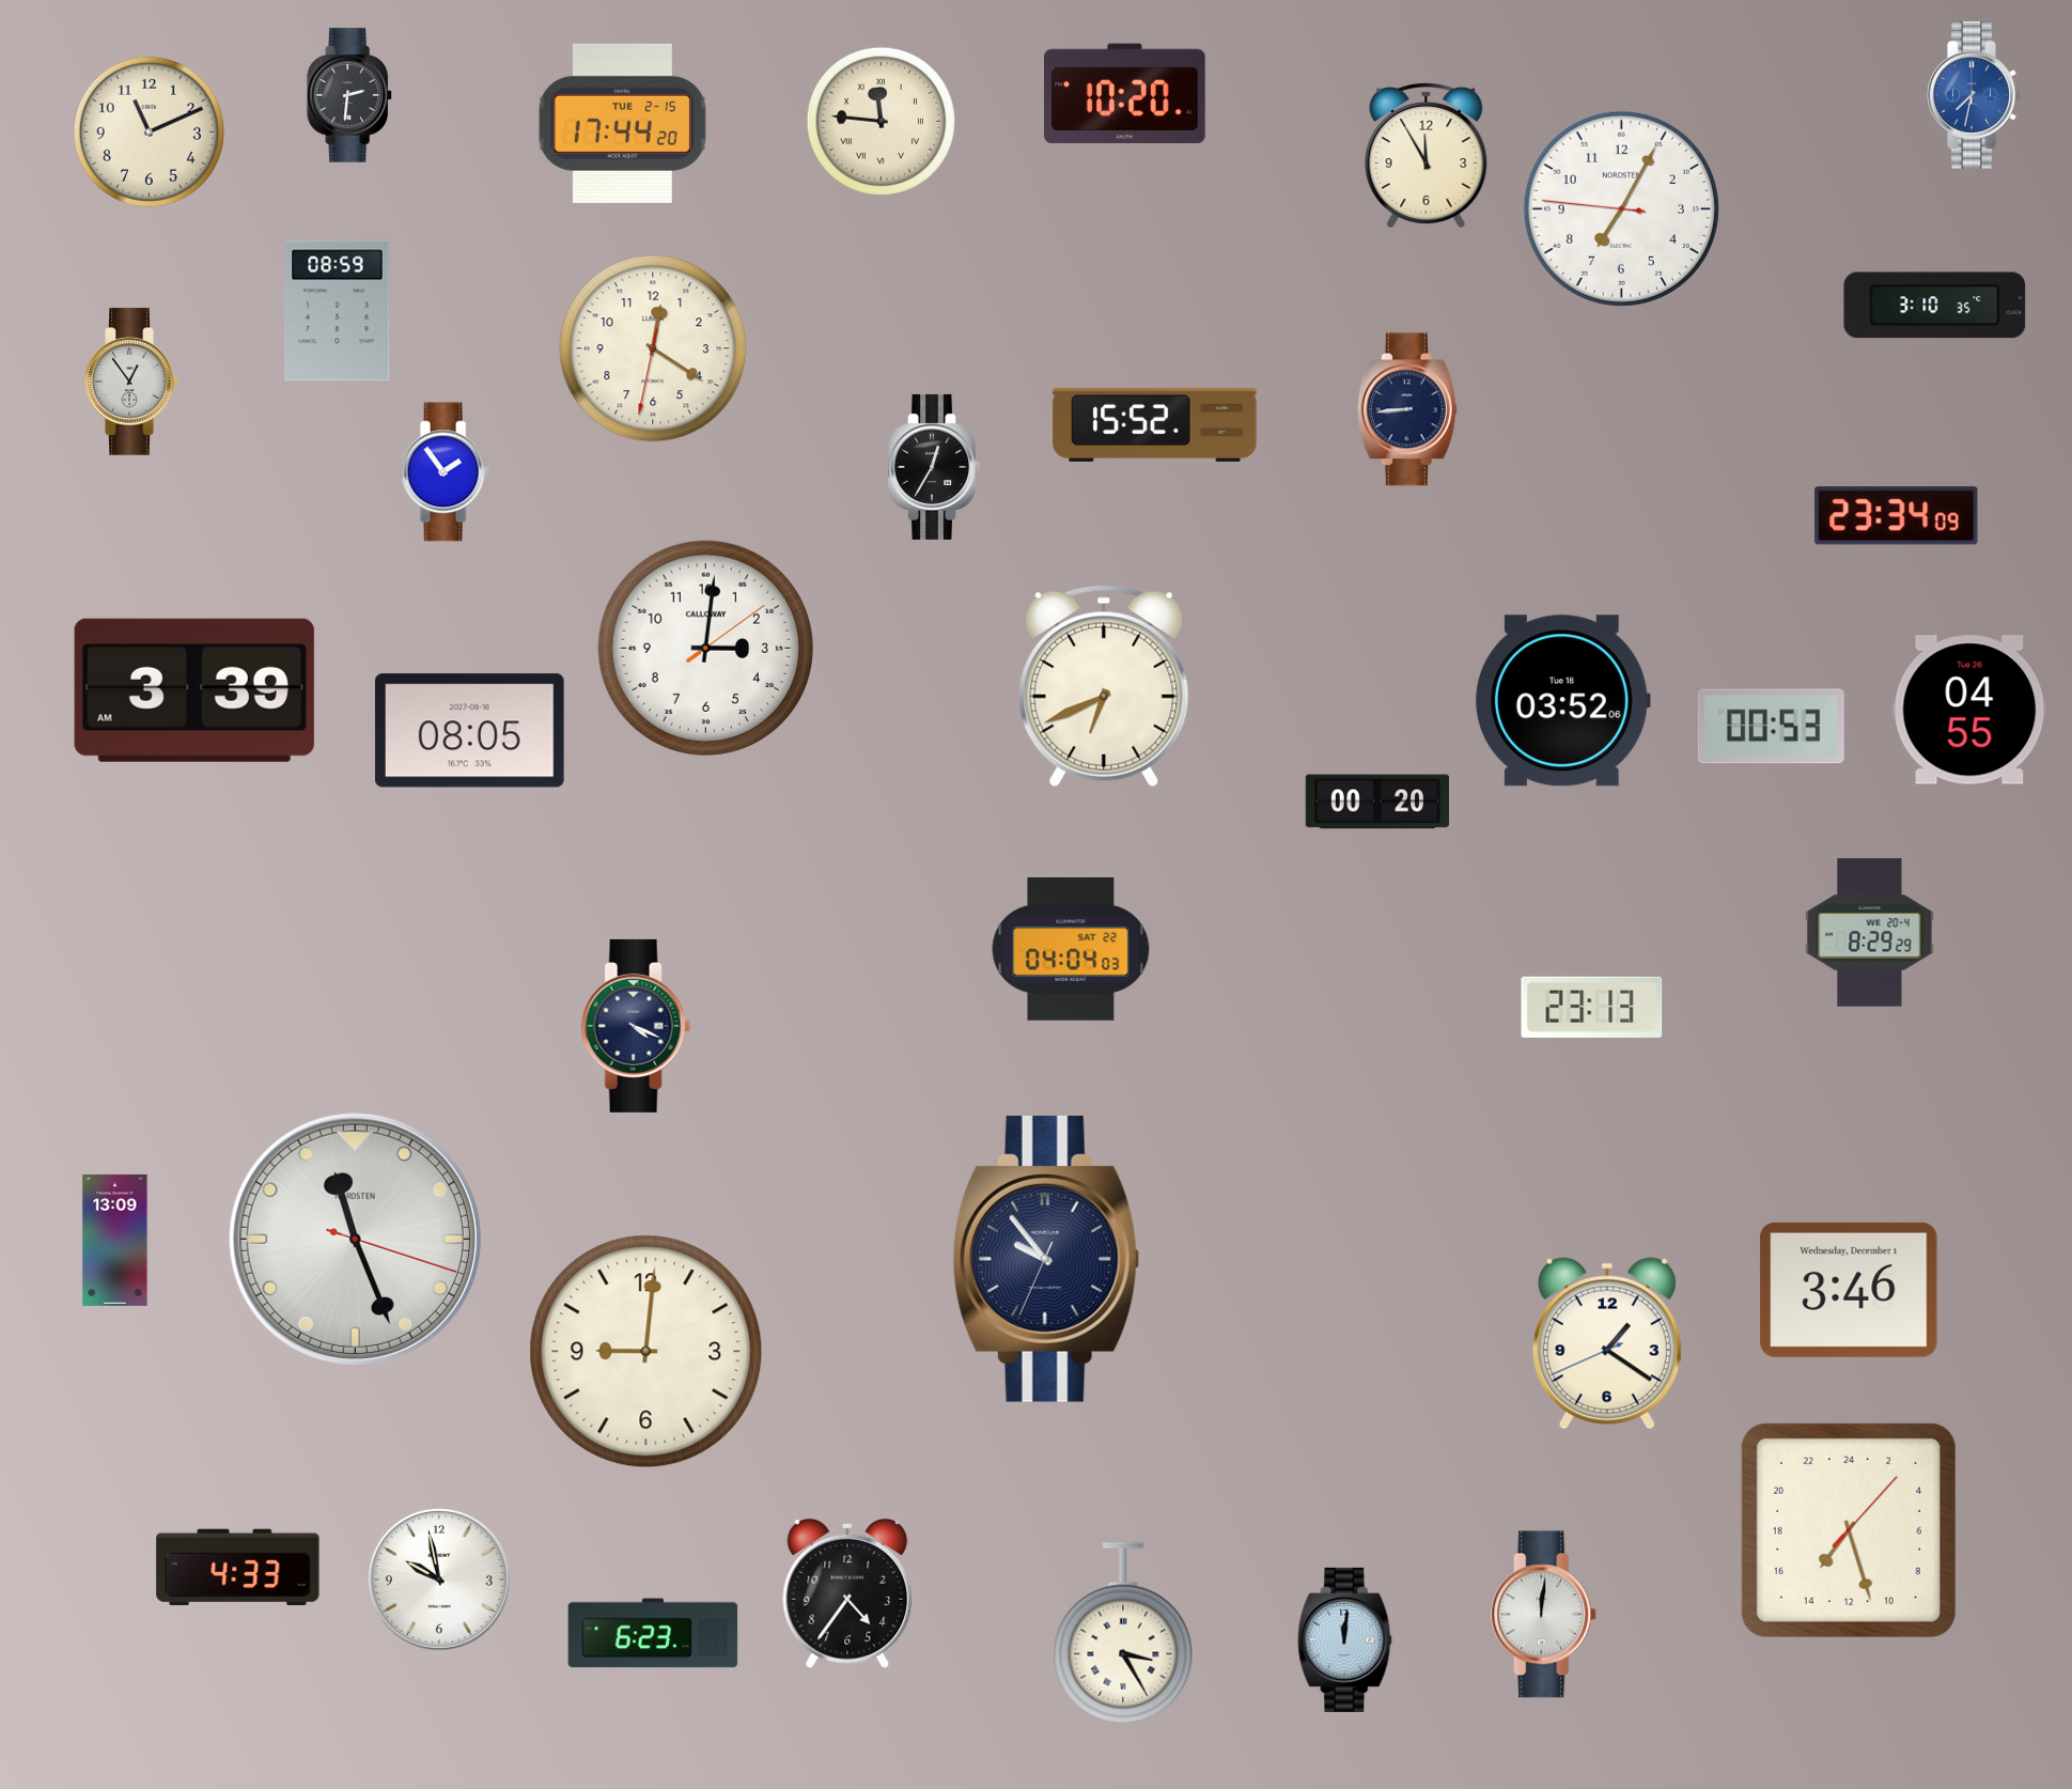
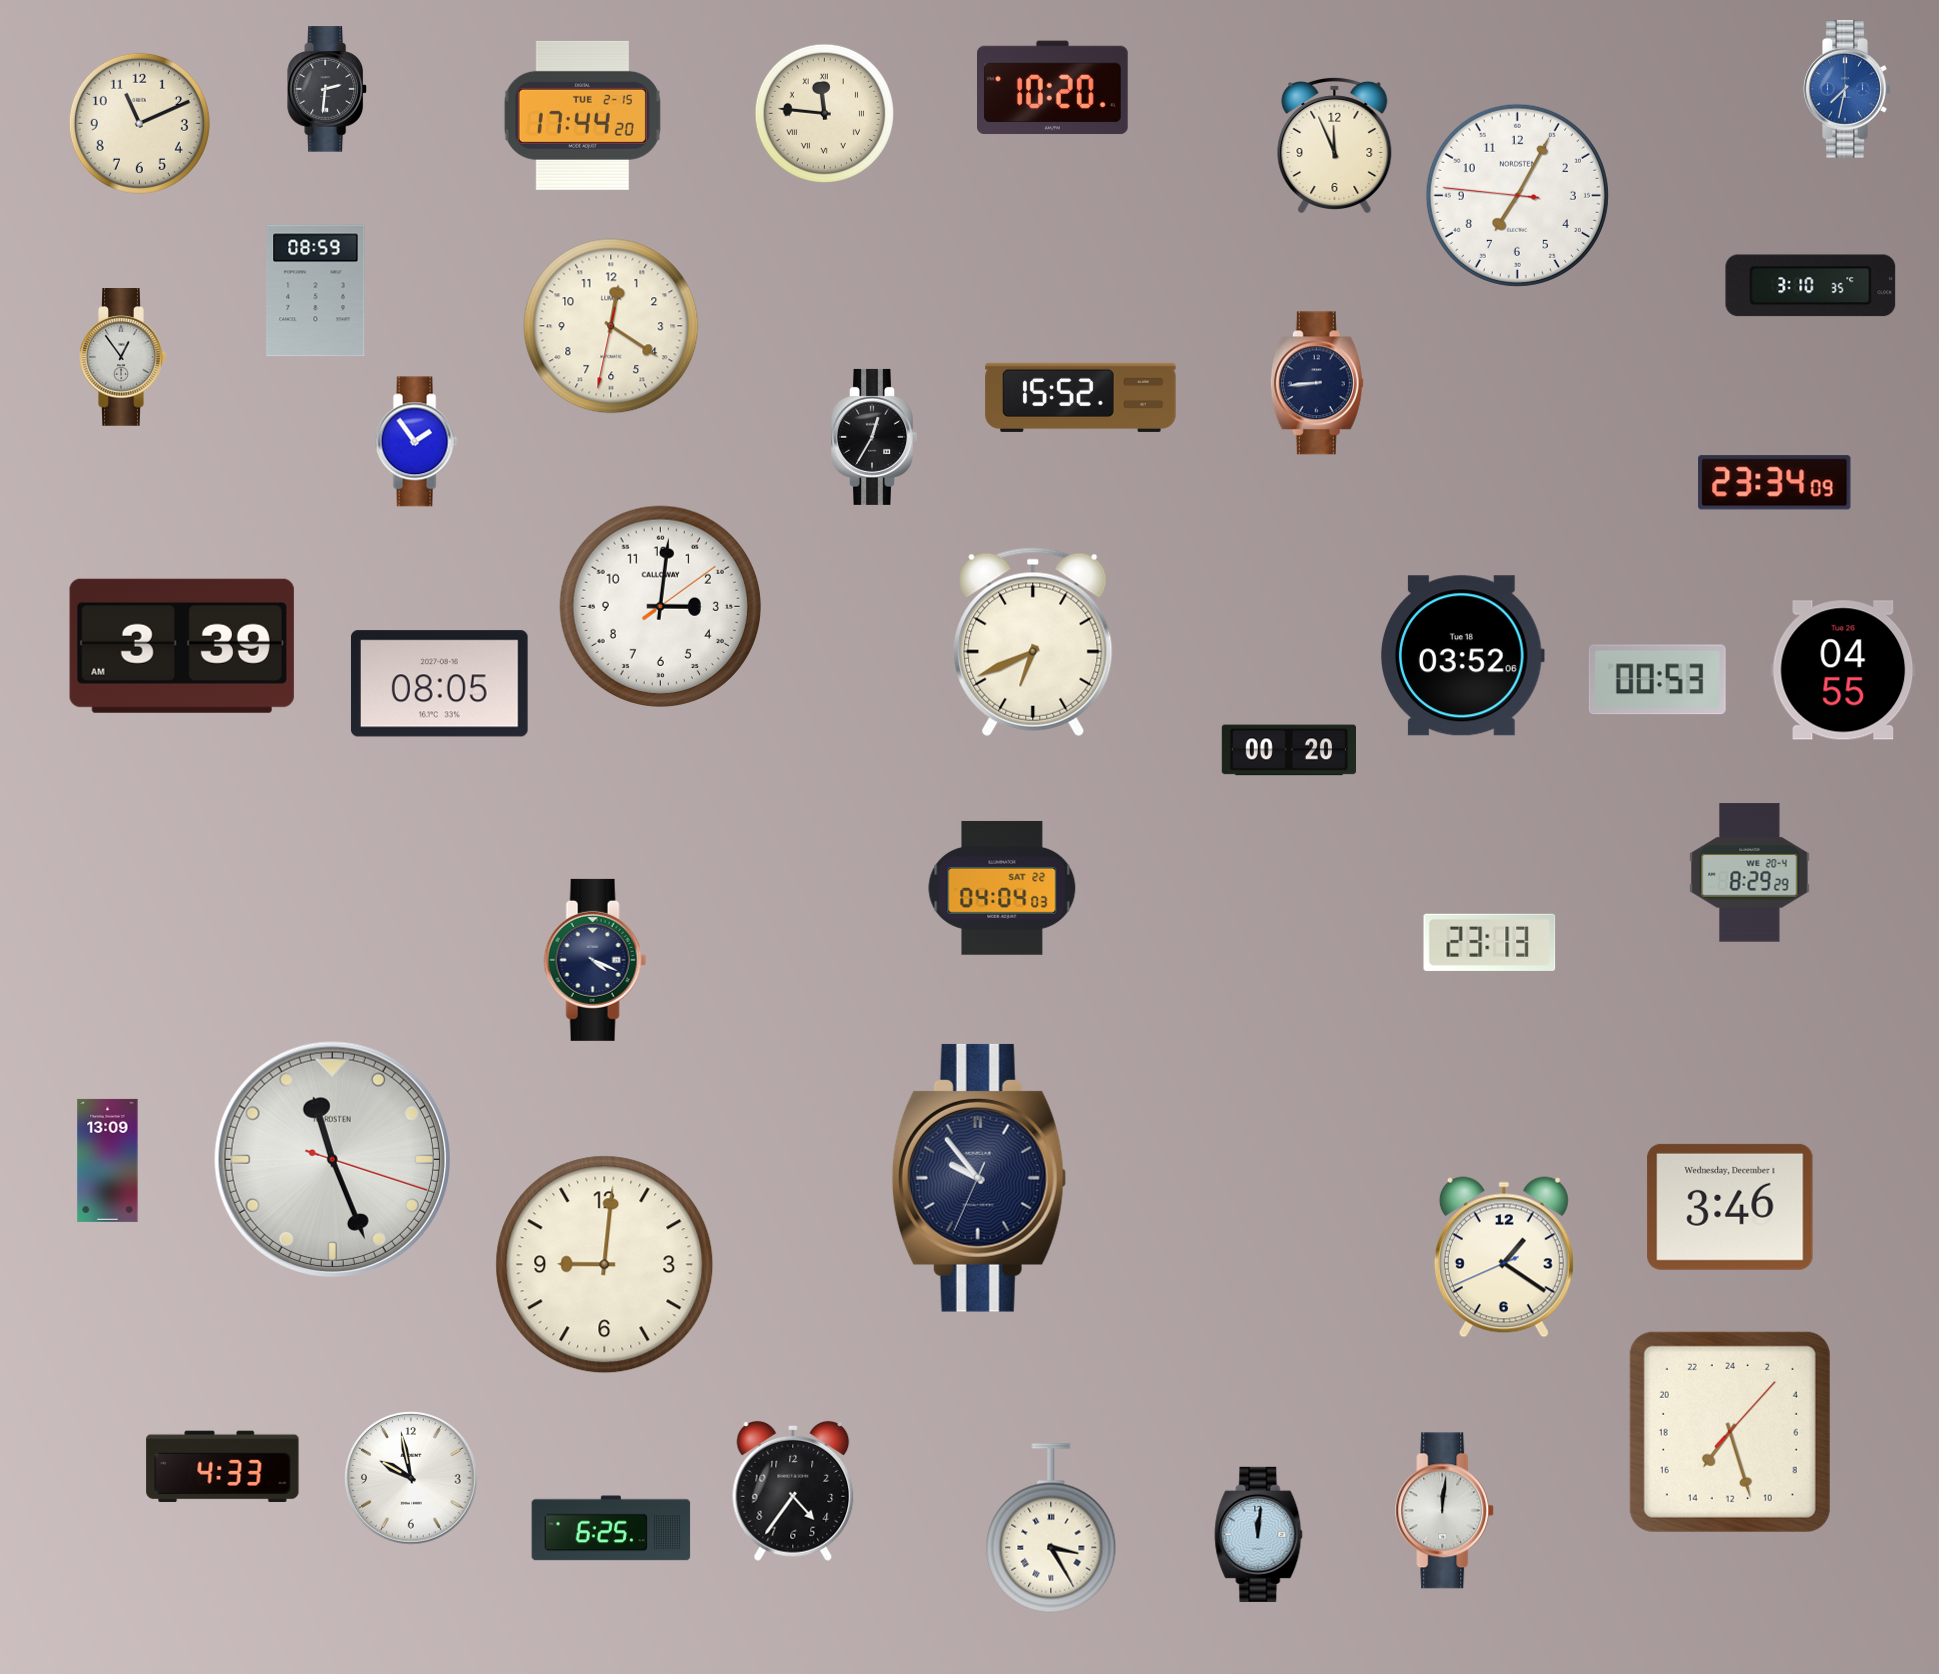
clock at (1427, 154): 11:55 -> 11:56
clock at (1969, 710) position: (1969, 710) -> (1843, 670)
clock at (653, 1633): 6:23 -> 6:25
